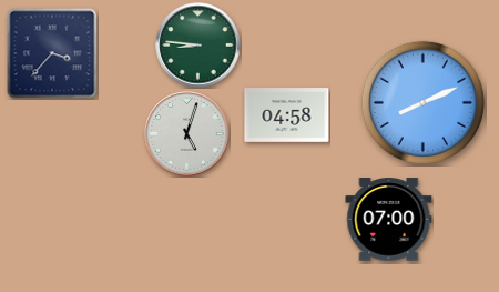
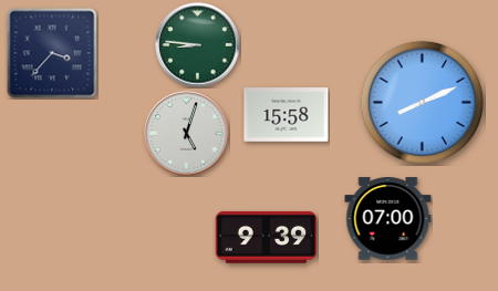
clock at (287, 115): 04:58 -> 15:58
clock at (266, 237): none -> 9:39
